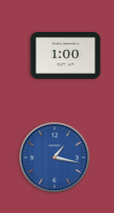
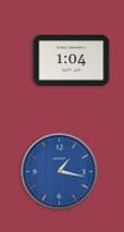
clock at (66, 56): 1:00 -> 1:04
